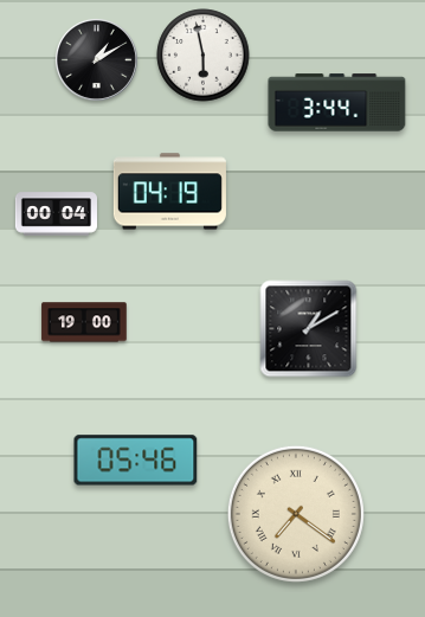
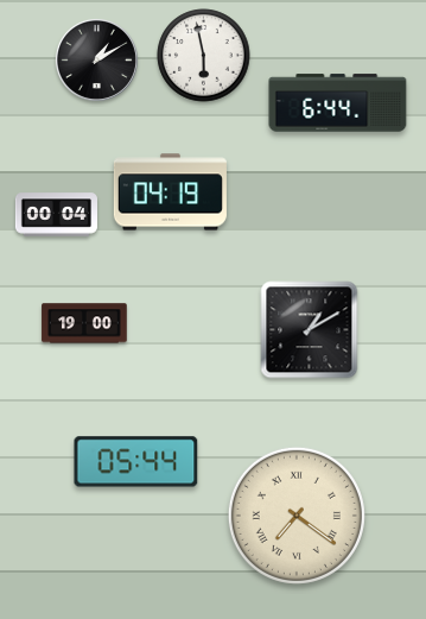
clock at (337, 103): 3:44 -> 6:44
clock at (136, 461): 05:46 -> 05:44
